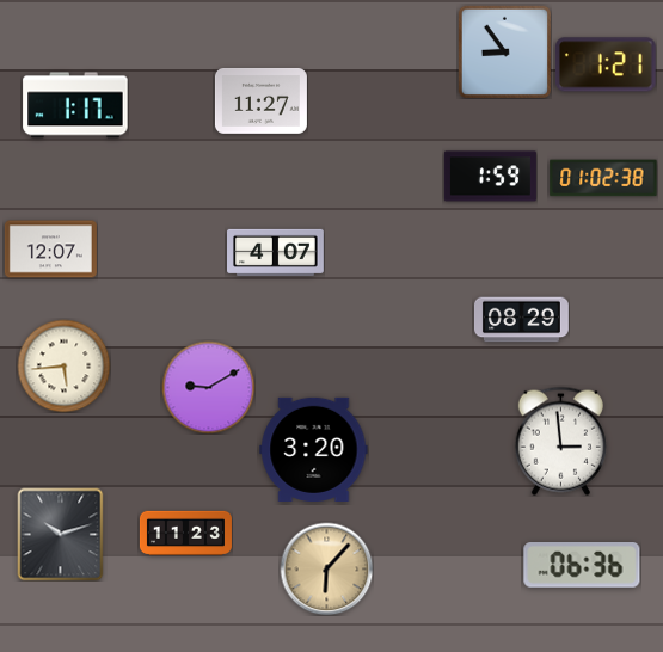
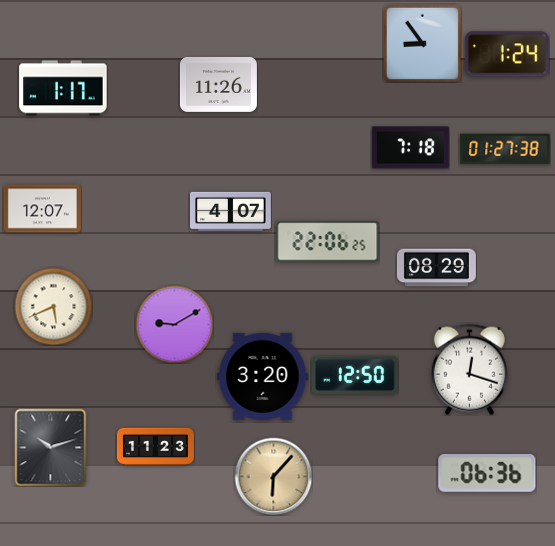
clock at (606, 64): 1:21 -> 1:24
clock at (260, 100): 11:27 -> 11:26
clock at (490, 177): 1:59 -> 7:18
clock at (603, 178): 01:02 -> 01:27
clock at (328, 242): none -> 22:06
clock at (63, 365): 5:44 -> 5:41
clock at (560, 441): 2:59 -> 12:18
clock at (355, 374): none -> 12:50
